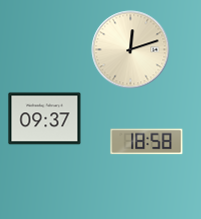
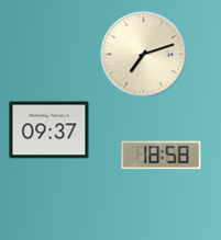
clock at (131, 50): 12:12 -> 7:12
